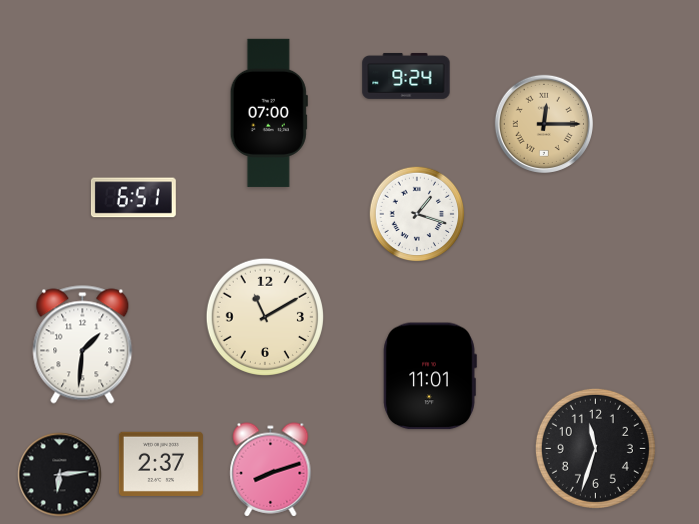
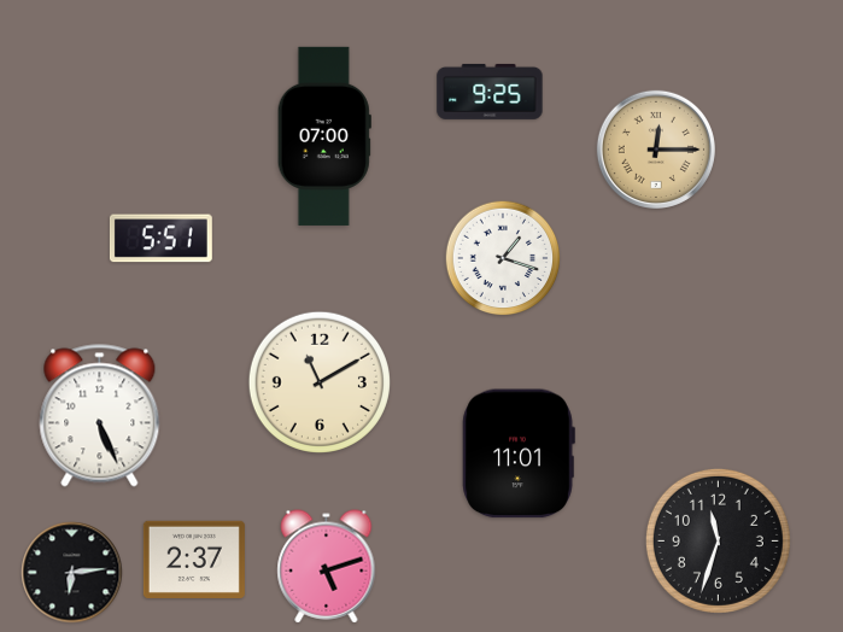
clock at (406, 76): 9:24 -> 9:25
clock at (133, 198): 6:51 -> 5:51
clock at (83, 345): 1:31 -> 5:26
clock at (271, 470): 8:12 -> 5:12
